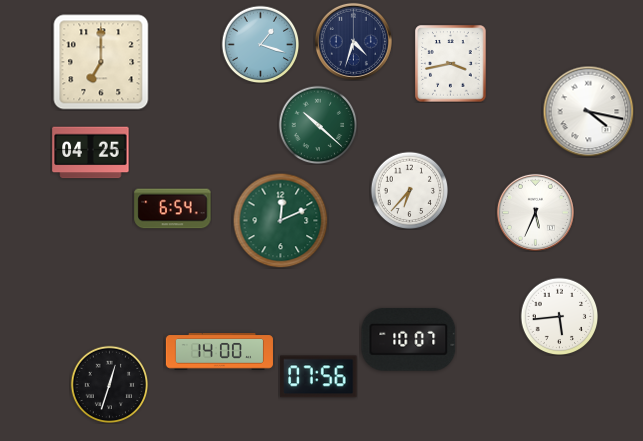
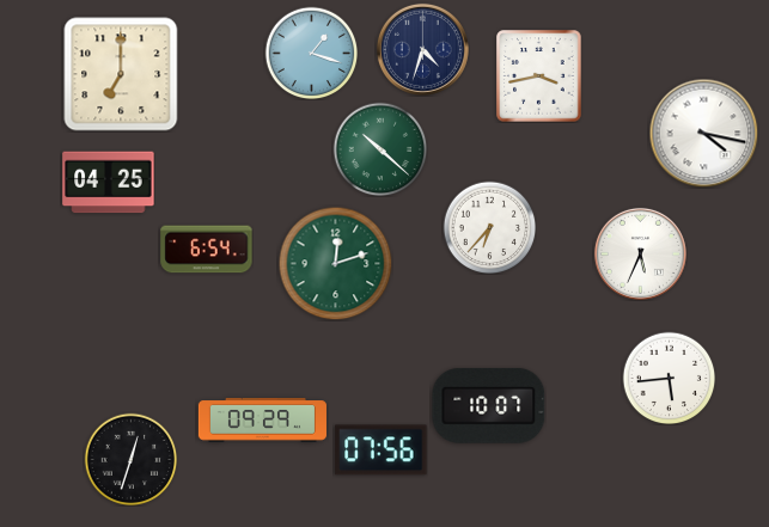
clock at (280, 220): 12:11 -> 12:12
clock at (219, 352): 14:00 -> 09:29
